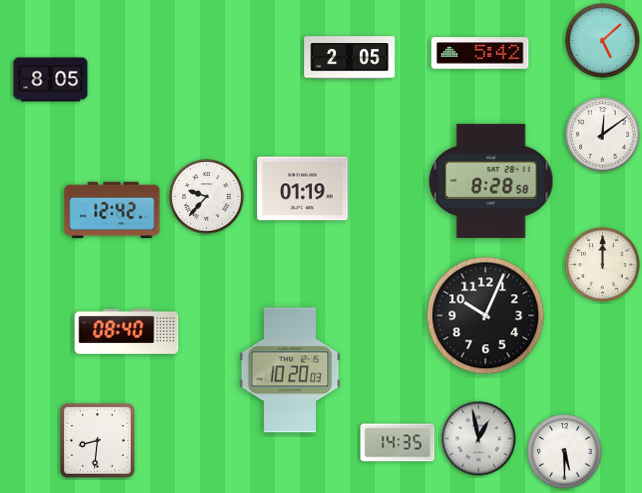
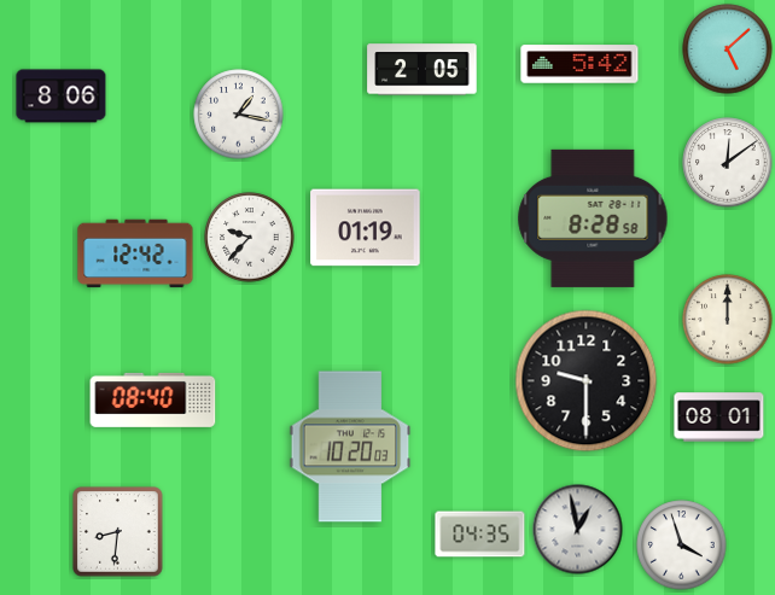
clock at (51, 80): 8:05 -> 8:06
clock at (239, 115): none -> 1:17
clock at (486, 316): 10:04 -> 9:30
clock at (719, 418): none -> 08:01
clock at (398, 443): 14:35 -> 04:35
clock at (565, 452): 5:30 -> 3:57
